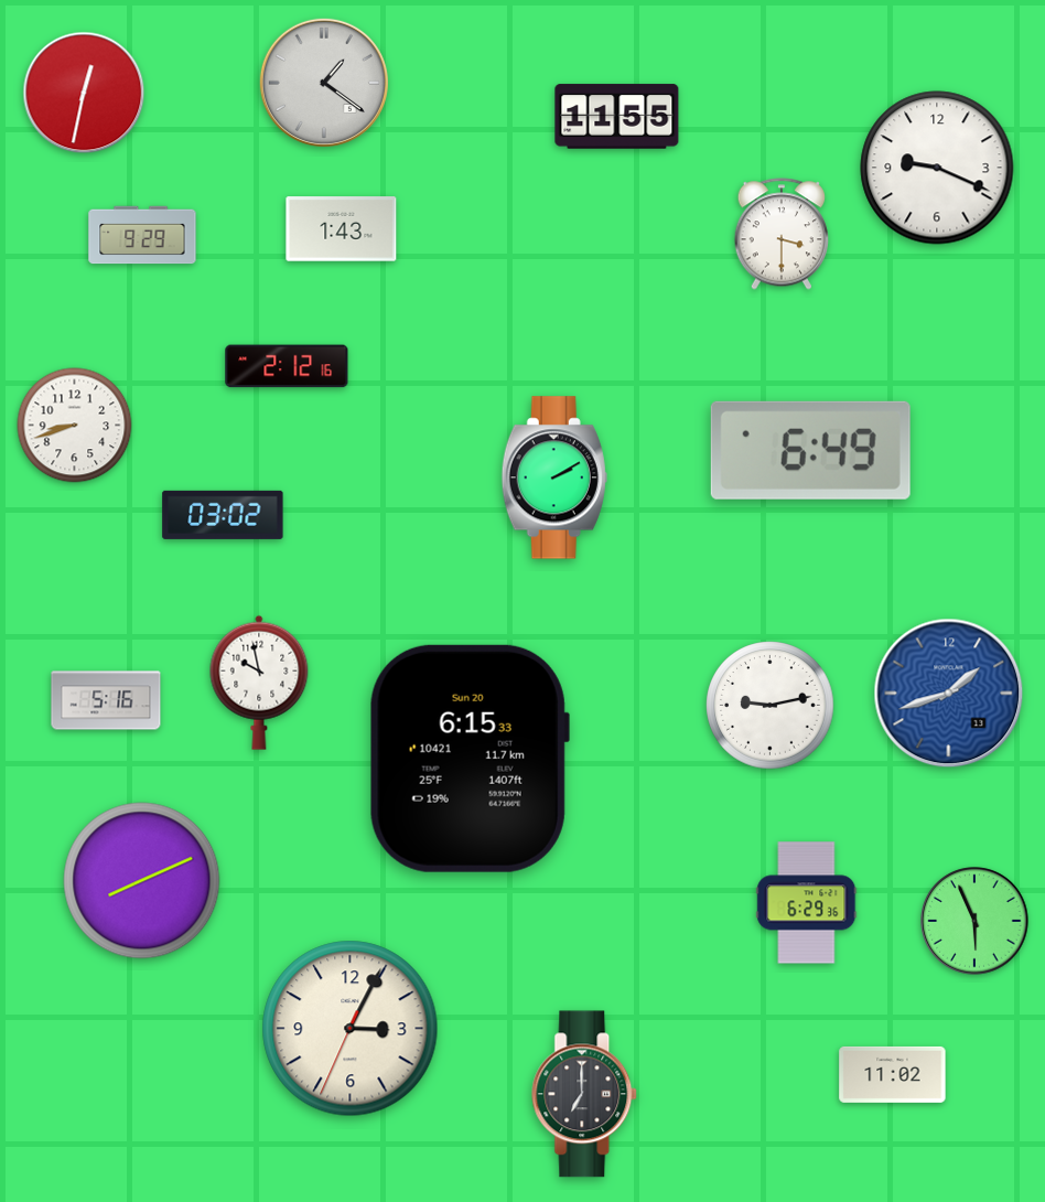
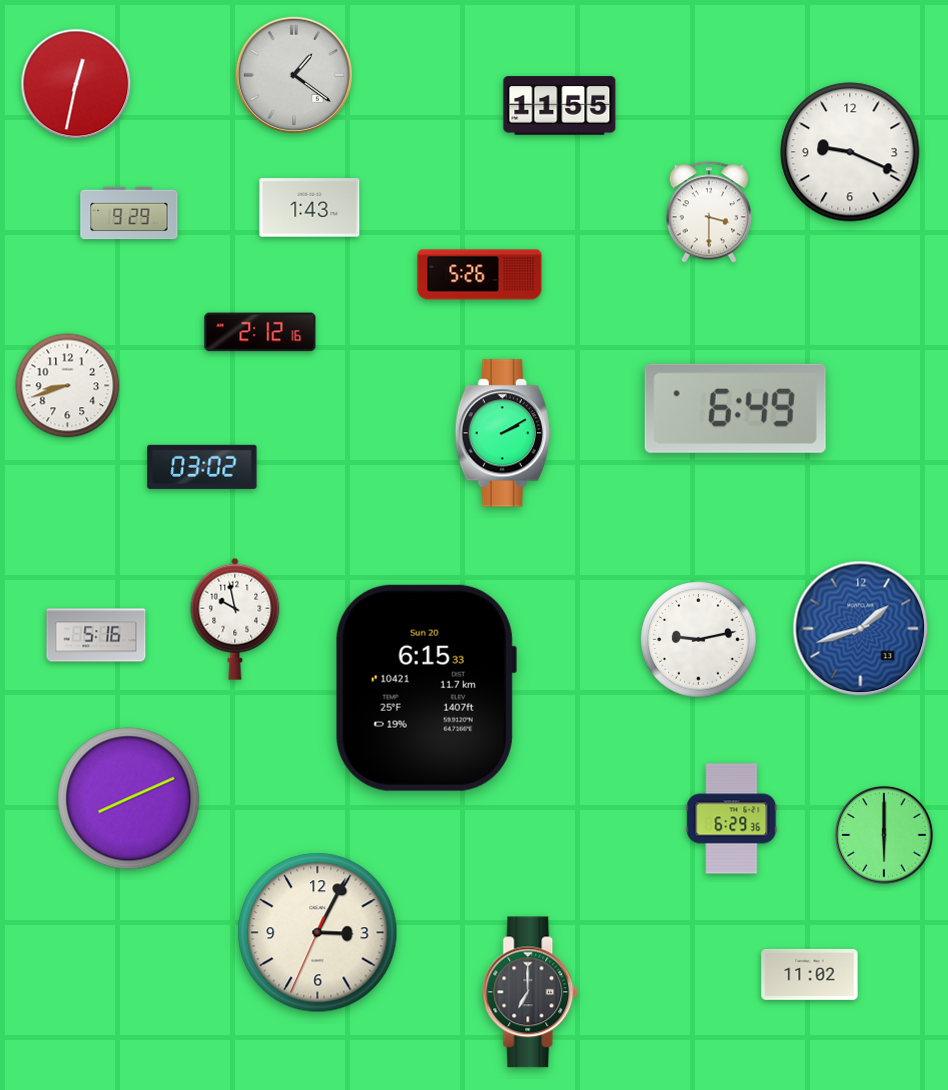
clock at (480, 275): none -> 5:26
clock at (974, 921): 5:56 -> 6:00
